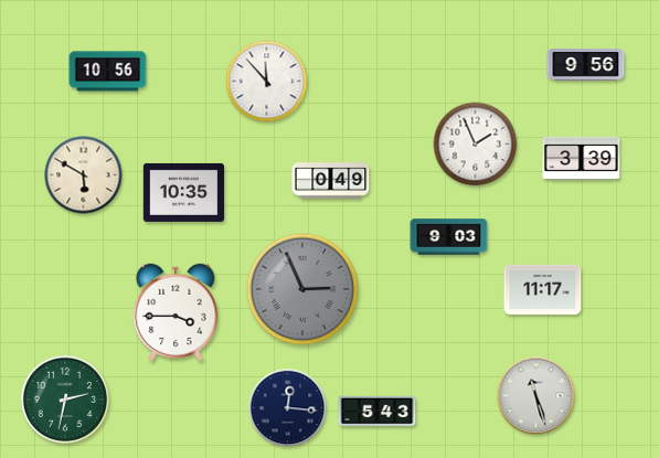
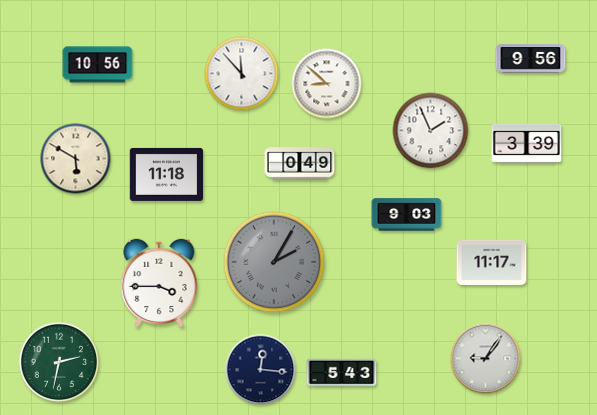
clock at (327, 84): none -> 8:52
clock at (184, 192): 10:35 -> 11:18
clock at (302, 289): 2:56 -> 2:05
clock at (536, 396): 11:27 -> 9:06
